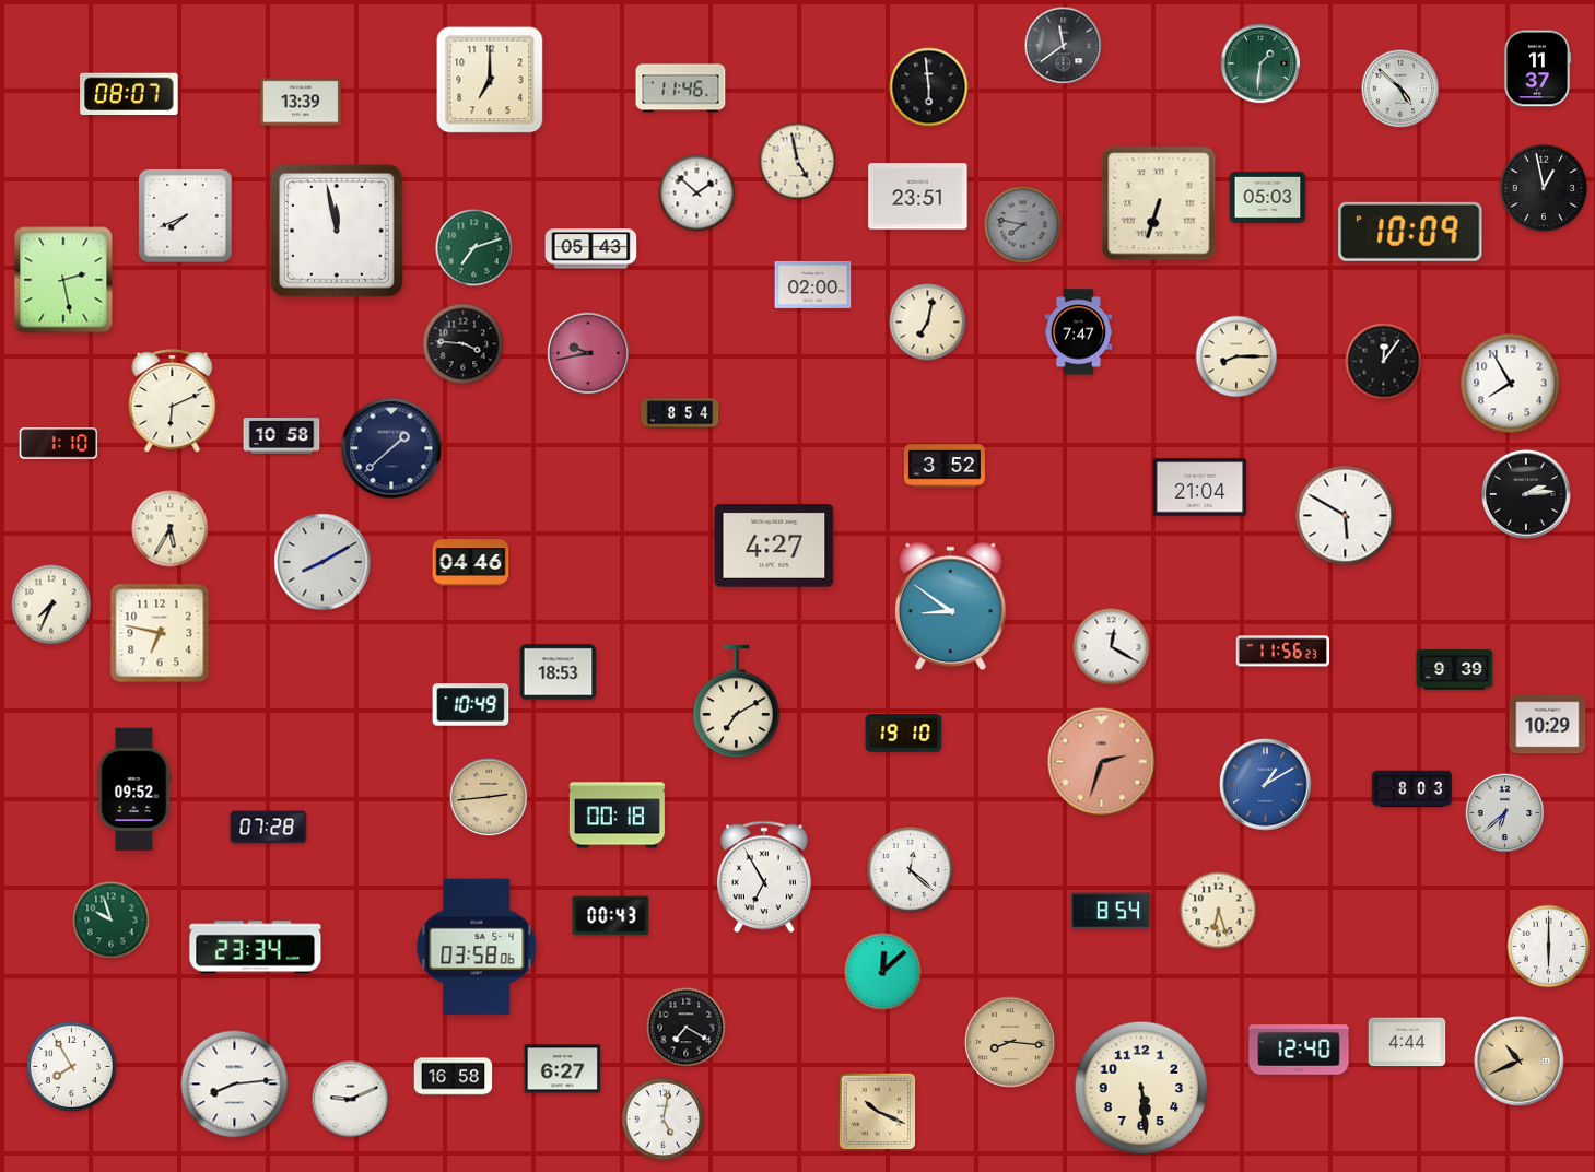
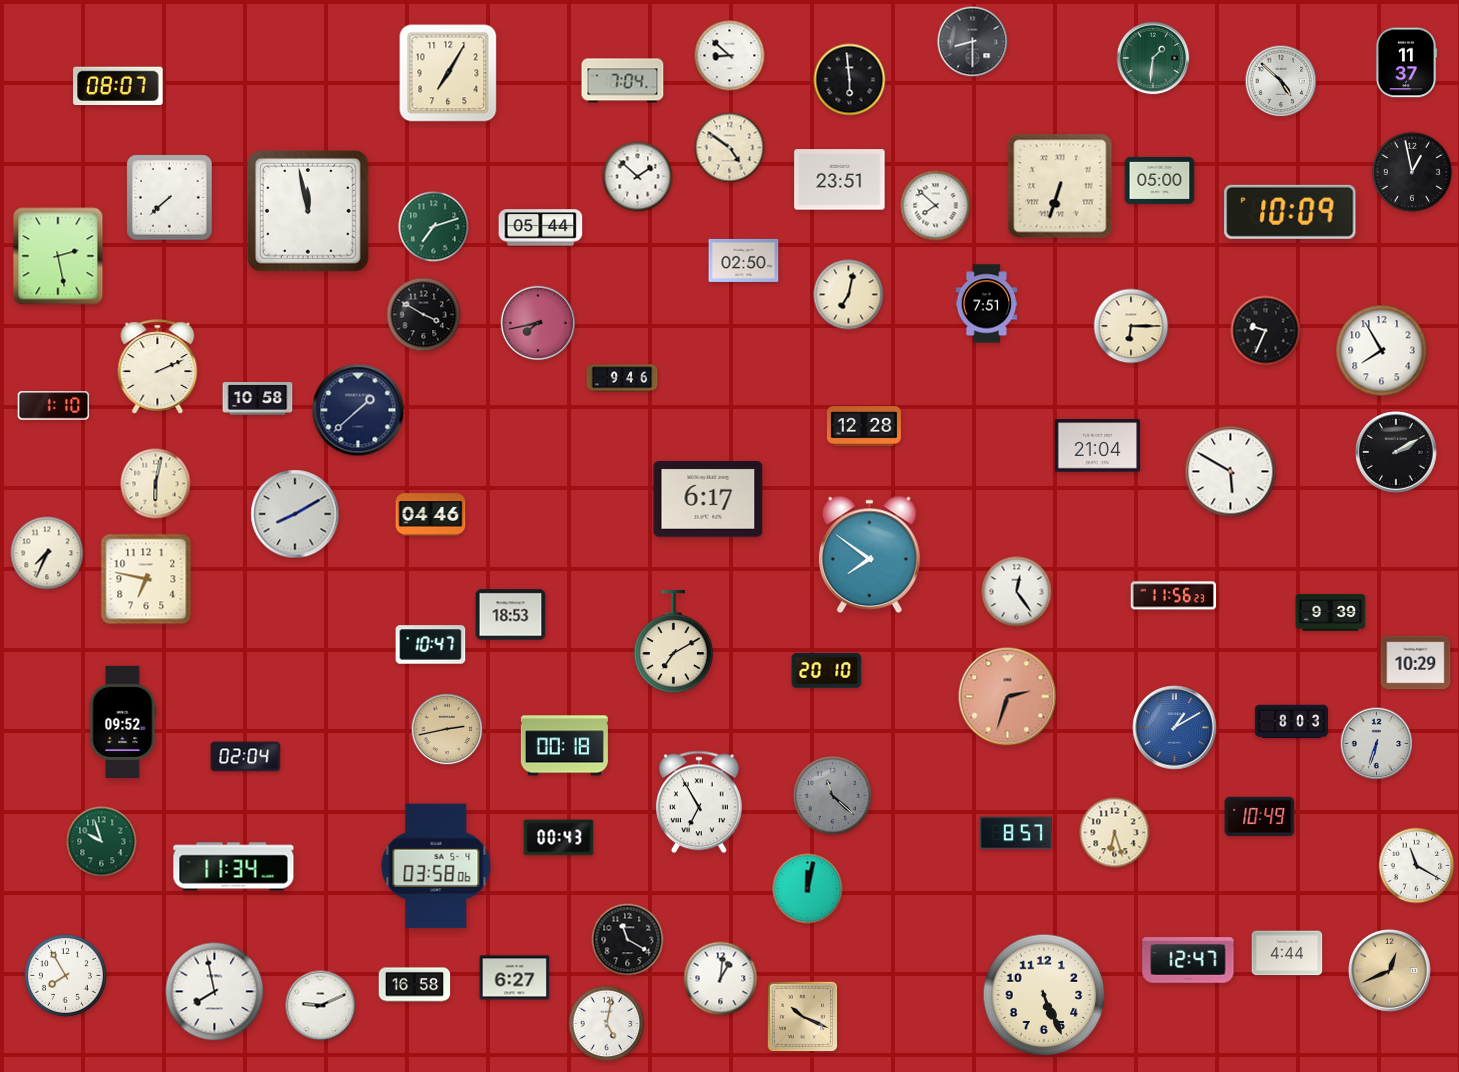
clock at (1064, 46): 11:39 -> 8:30
clock at (730, 56): none -> 8:52
clock at (490, 80): 7:00 -> 7:05
clock at (681, 89): 11:46 -> 7:04
clock at (301, 102): 13:39 -> none
clock at (798, 162): 4:58 -> 4:51
clock at (1268, 197): 05:03 -> 05:00
clock at (186, 216): 7:41 -> 7:38
clock at (1023, 225): 7:47 -> 7:52
clock at (1023, 225) dial: grey -> white
clock at (591, 249): 05:43 -> 05:44
clock at (813, 284): 02:00 -> 02:50
clock at (1079, 332): 7:47 -> 7:51
clock at (464, 344): 3:46 -> 3:50
clock at (588, 353): 9:43 -> 7:43
clock at (1236, 356): 8:15 -> 6:15
clock at (1384, 362): 12:06 -> 9:34
clock at (173, 401): 6:11 -> 2:11
clock at (680, 413): 8:54 -> 9:46
clock at (945, 466): 3:52 -> 12:28
clock at (1526, 494): 2:14 -> 2:10
clock at (171, 529): 5:35 -> 6:02
clock at (774, 546): 4:27 -> 6:17
clock at (950, 607): 8:51 -> 7:51
clock at (1112, 647): 12:20 -> 12:24
clock at (471, 705): 10:49 -> 10:47
clock at (904, 734): 19:10 -> 20:10
clock at (1266, 785) position: (1266, 785) -> (1175, 728)
clock at (489, 797): 2:44 -> 2:43
clock at (1505, 813): 6:38 -> 6:33
clock at (269, 828): 07:28 -> 02:04
clock at (910, 869): 12:22 -> 11:22
clock at (910, 869) dial: white -> grey
clock at (1260, 816): none -> 10:49
clock at (1110, 911): 8:54 -> 8:57
clock at (1549, 947): 6:00 -> 11:20
clock at (256, 948): 23:34 -> 11:34
clock at (883, 972): 12:08 -> 12:02
clock at (687, 1028): 7:20 -> 11:20
clock at (1010, 1042): 8:16 -> none
clock at (1299, 1050): 12:40 -> 12:47
clock at (1520, 1062): 10:41 -> 12:41
clock at (721, 979): none -> 1:01
clock at (235, 1085): 8:14 -> 7:58
clock at (1141, 1088): 5:29 -> 5:26
